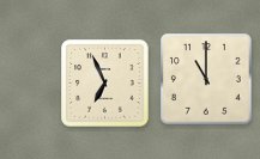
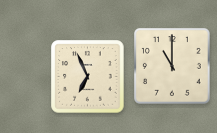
clock at (105, 84) position: (105, 84) -> (88, 77)
